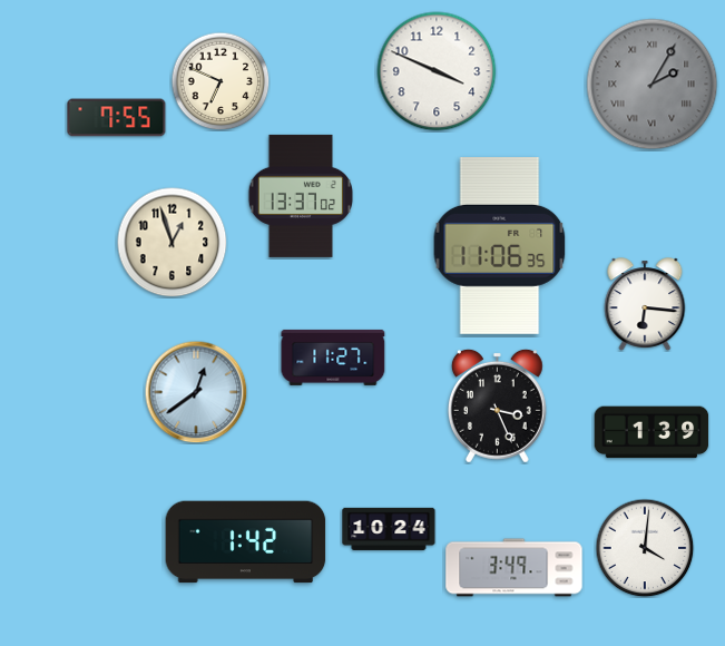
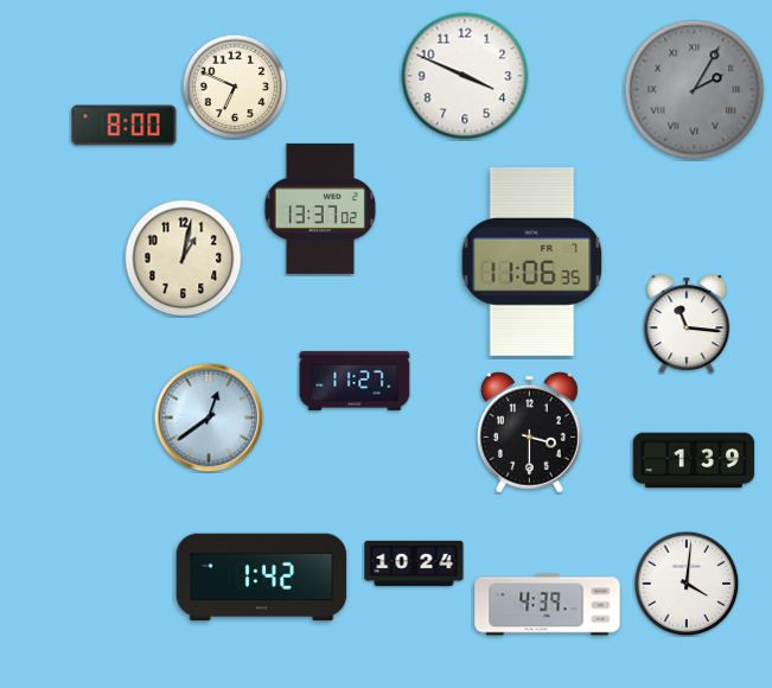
clock at (117, 118): 7:55 -> 8:00
clock at (173, 243): 12:57 -> 1:02
clock at (645, 304): 6:16 -> 11:16
clock at (497, 405): 3:26 -> 3:30
clock at (515, 568): 3:49 -> 4:39
